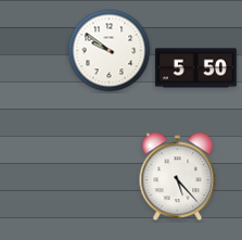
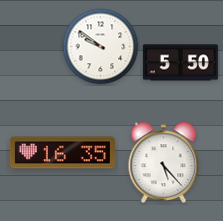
clock at (62, 153): none -> 16:35
